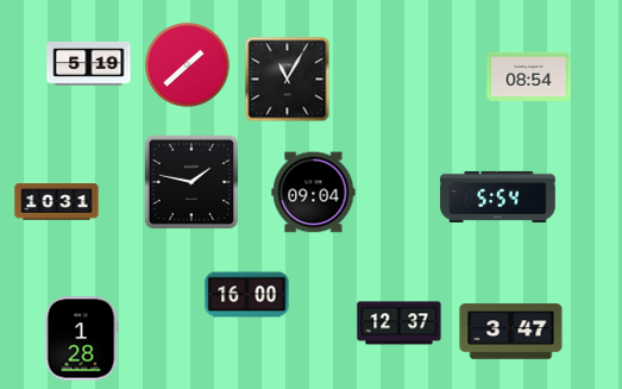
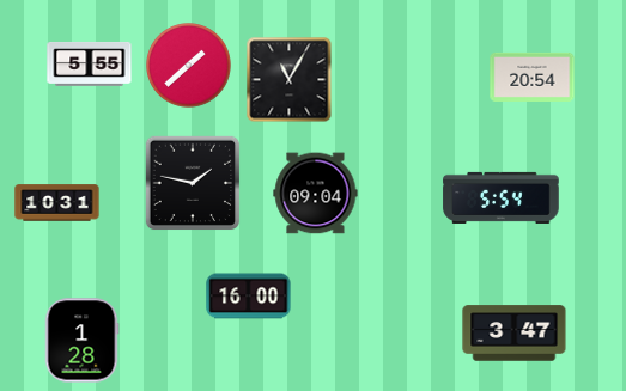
clock at (89, 64): 5:19 -> 5:55
clock at (529, 76): 08:54 -> 20:54
clock at (400, 324): 12:37 -> none
